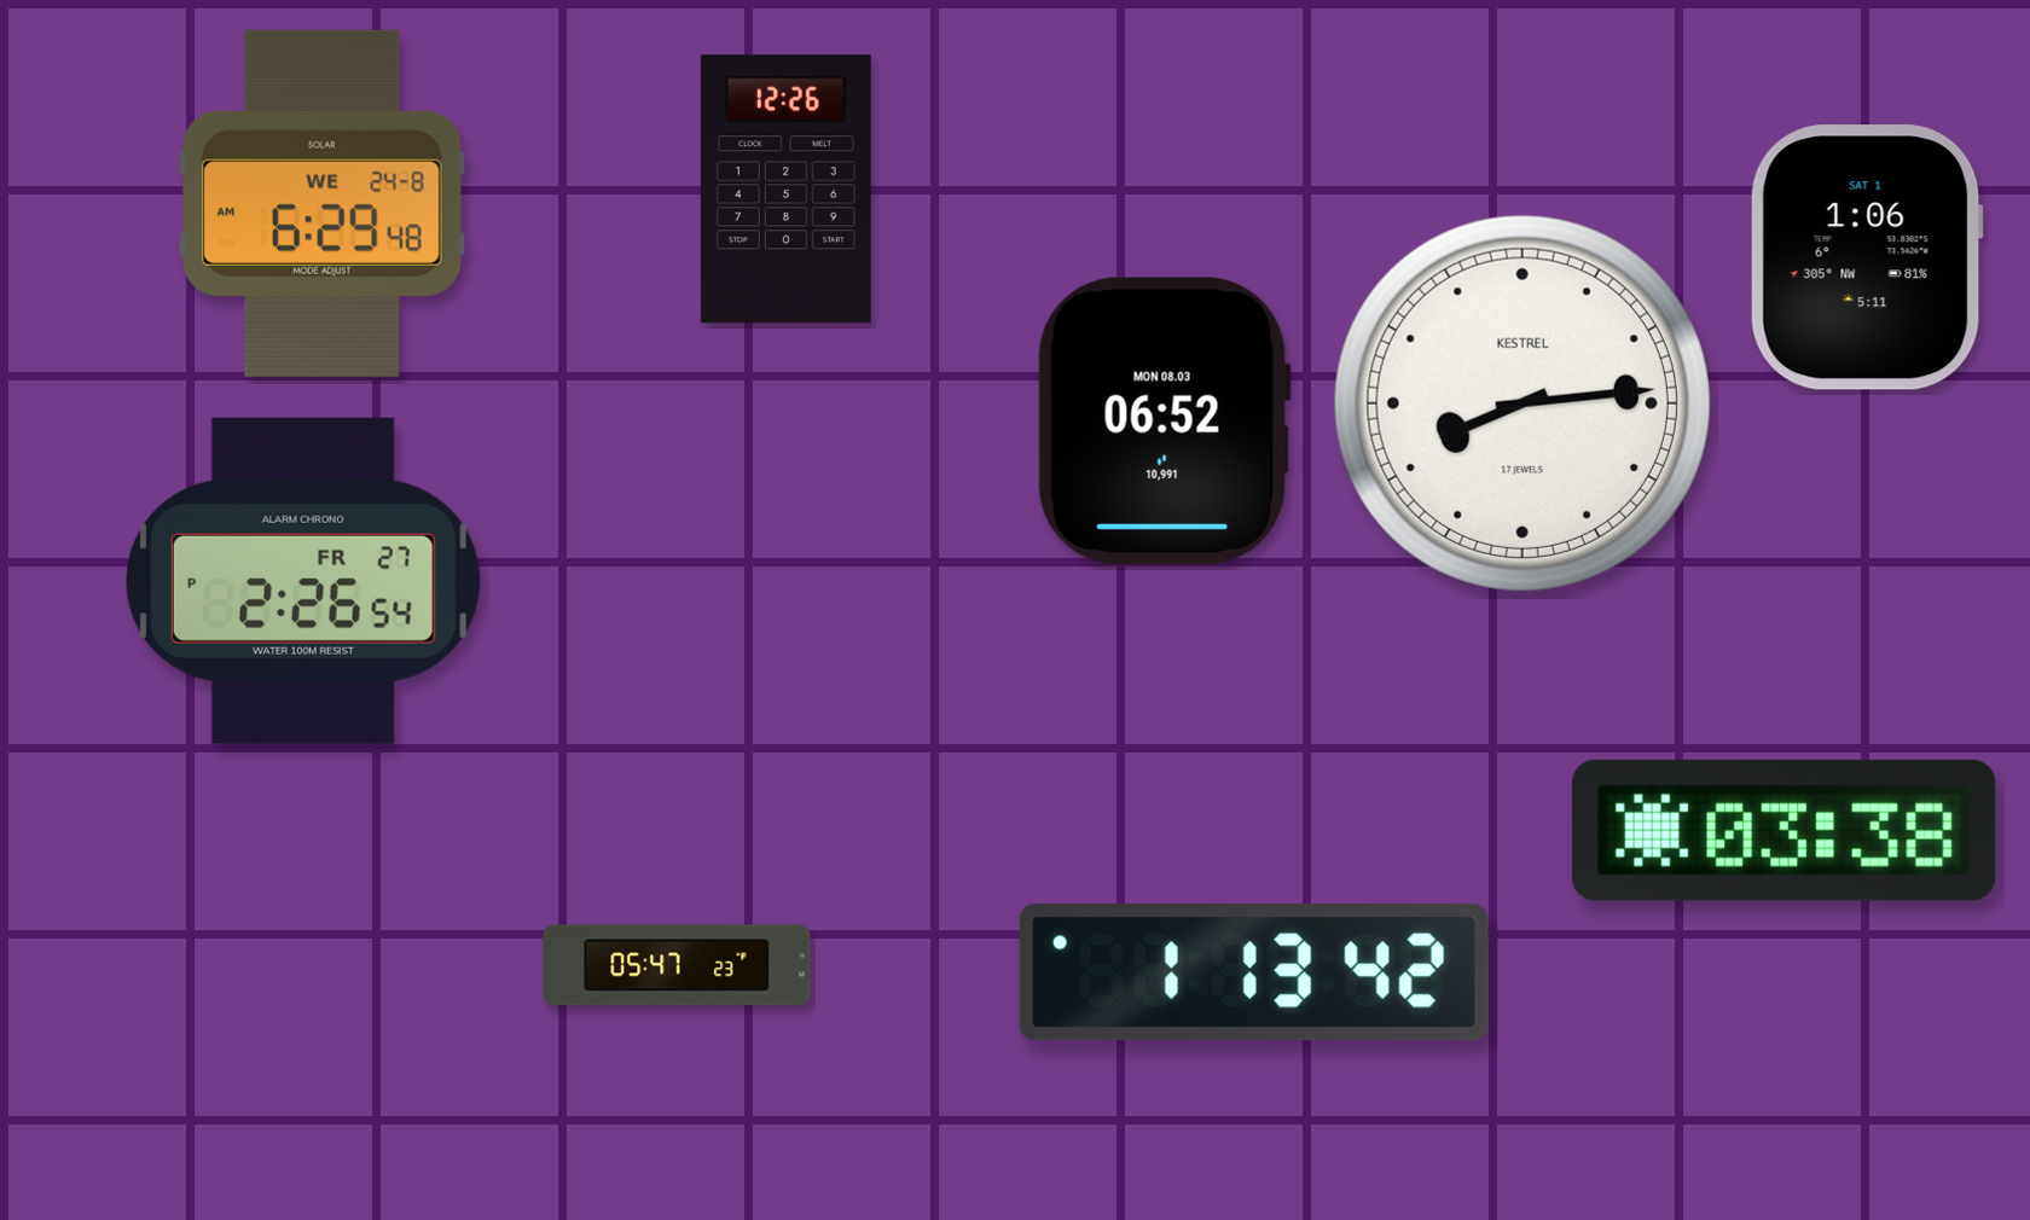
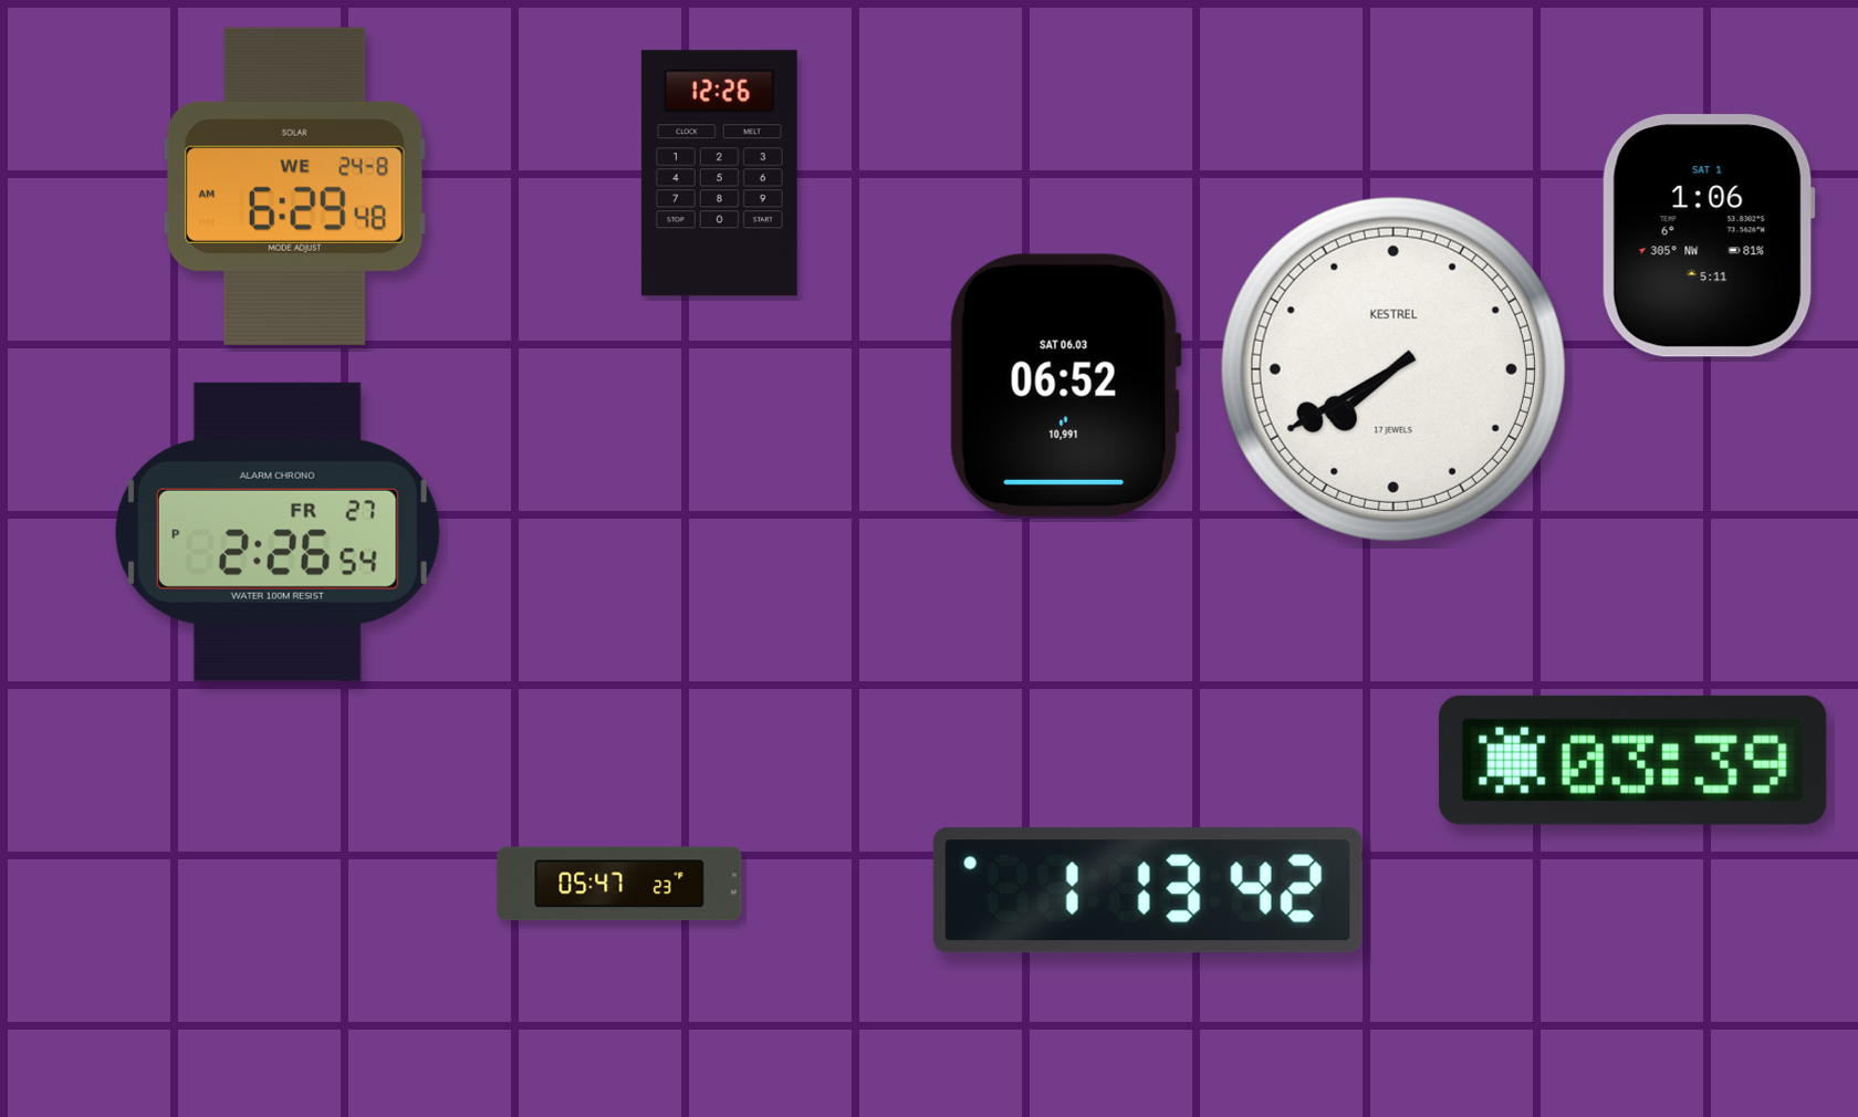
clock at (1522, 403): 8:14 -> 7:40
clock at (1164, 420) date: MON 08.03 -> SAT 06.03
clock at (1783, 830): 03:38 -> 03:39
